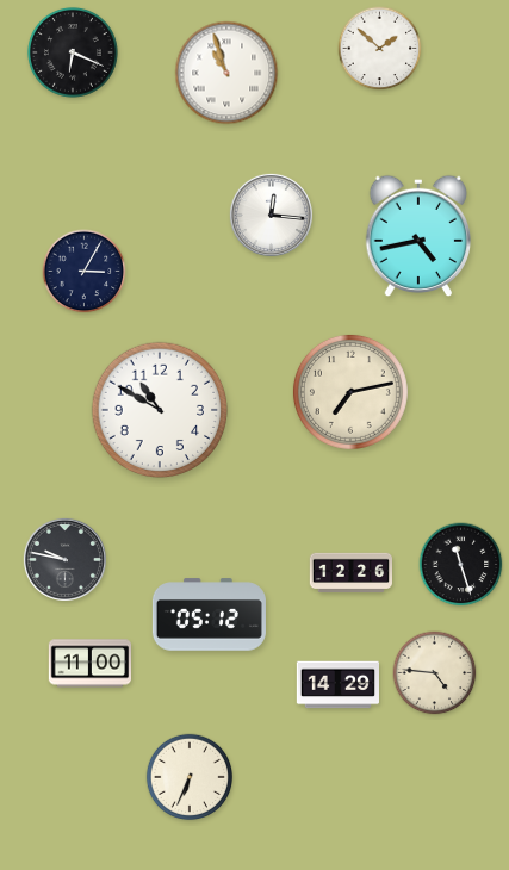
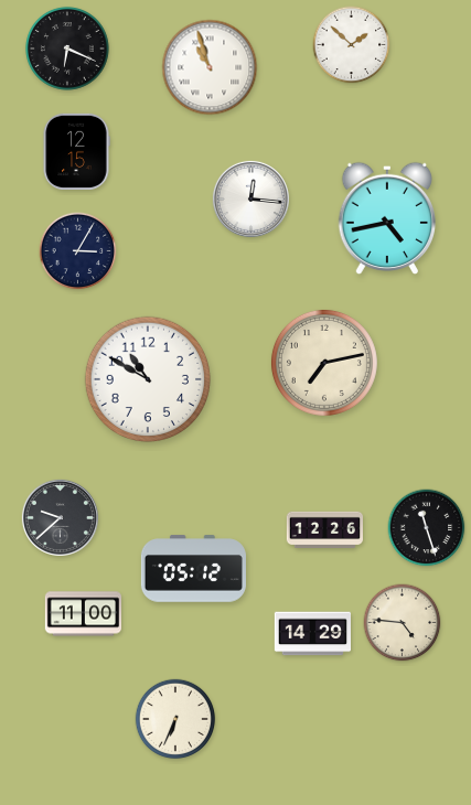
clock at (76, 151): none -> 12:15
clock at (64, 559): 9:47 -> 9:38
clock at (461, 565) position: (461, 565) -> (427, 528)
